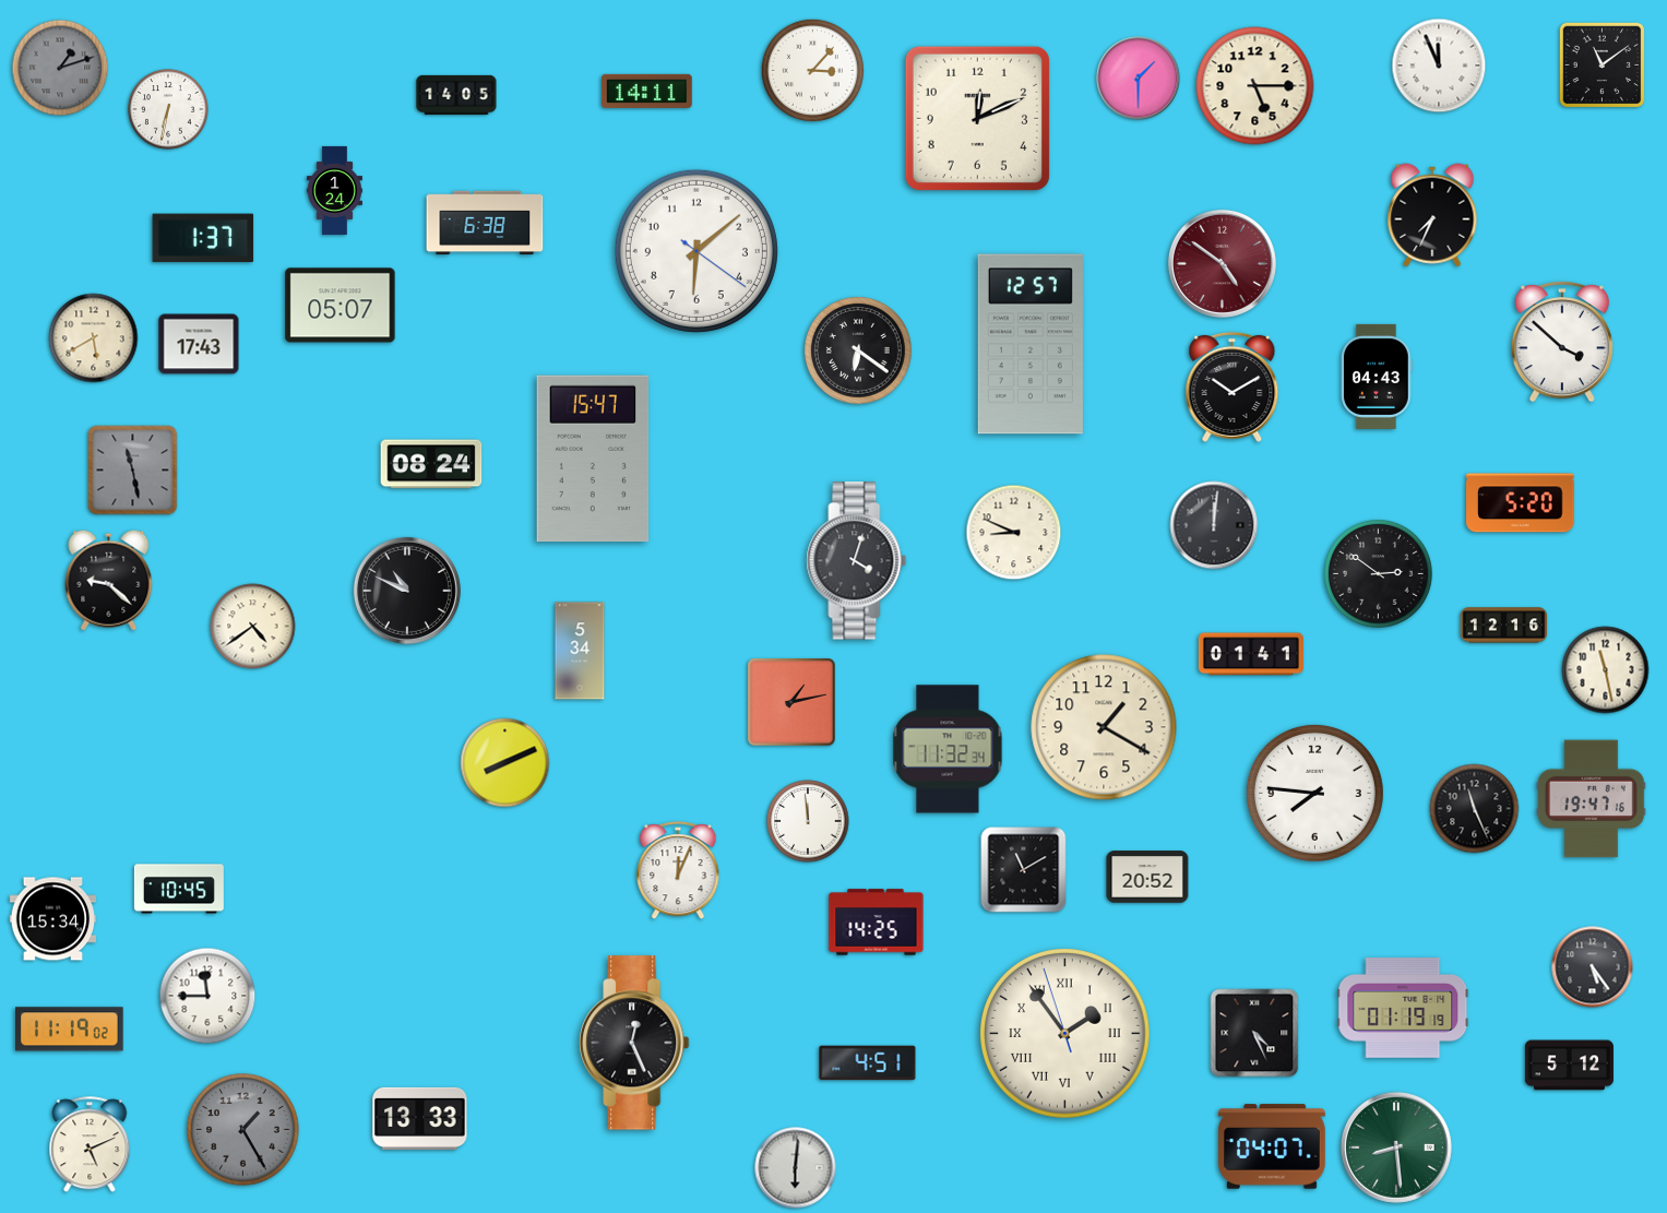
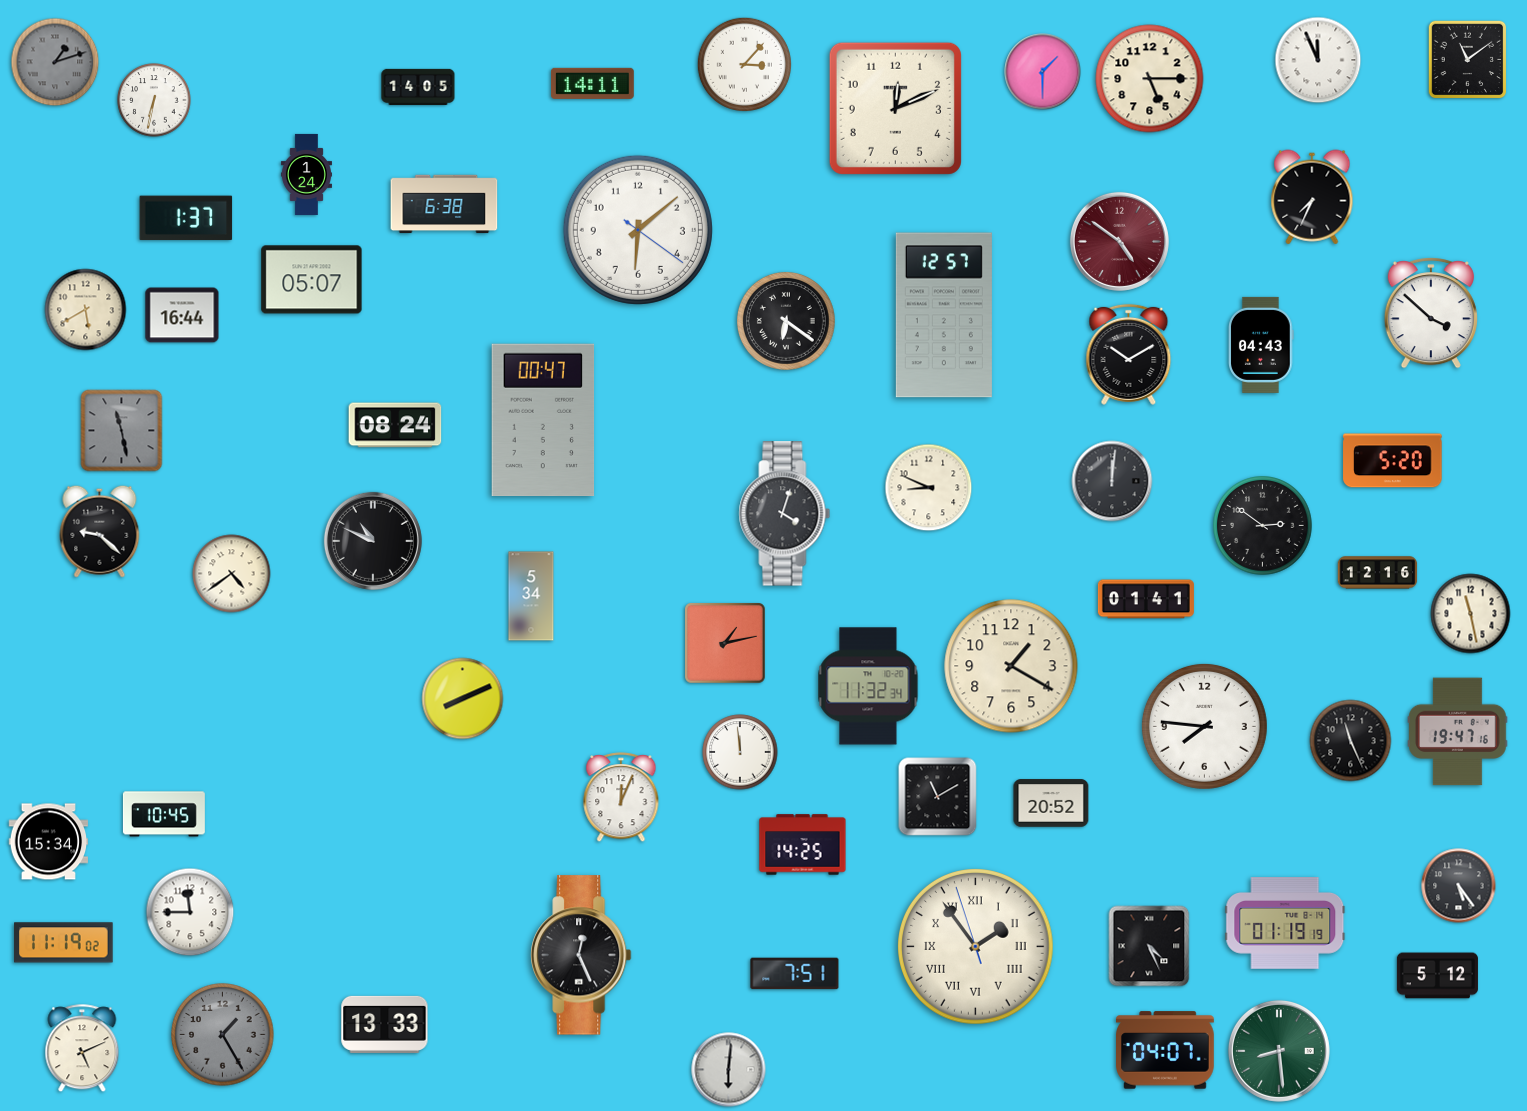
clock at (199, 344): 17:43 -> 16:44
clock at (593, 459): 15:47 -> 00:47
clock at (868, 1063): 4:51 -> 7:51
